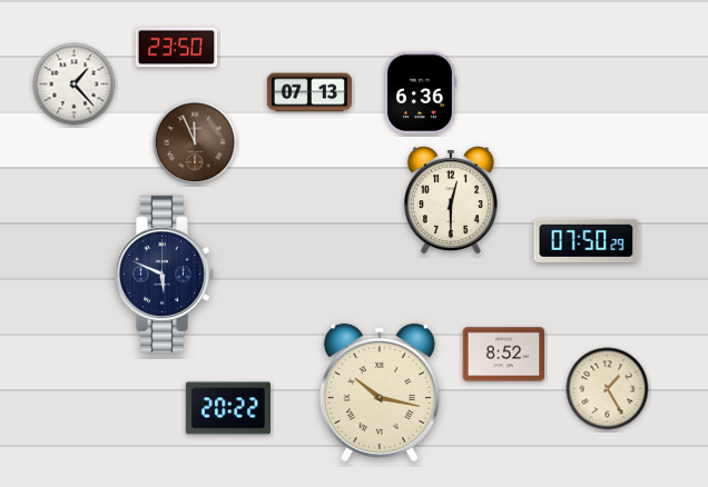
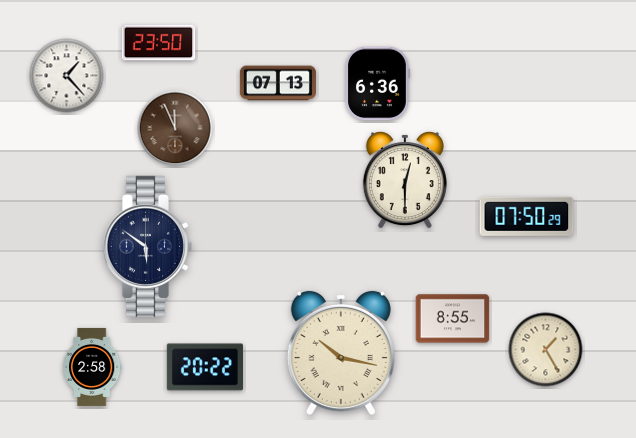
clock at (164, 274): 5:49 -> 5:51
clock at (504, 355): 8:52 -> 8:55
clock at (92, 367): none -> 2:58
